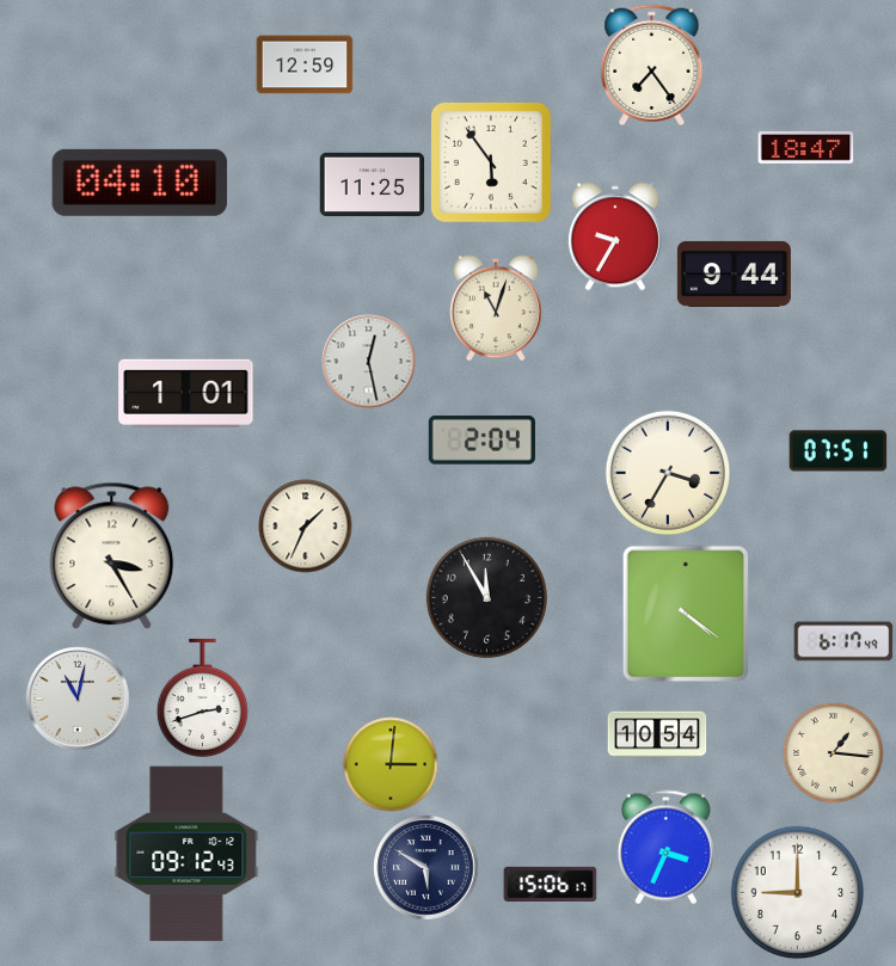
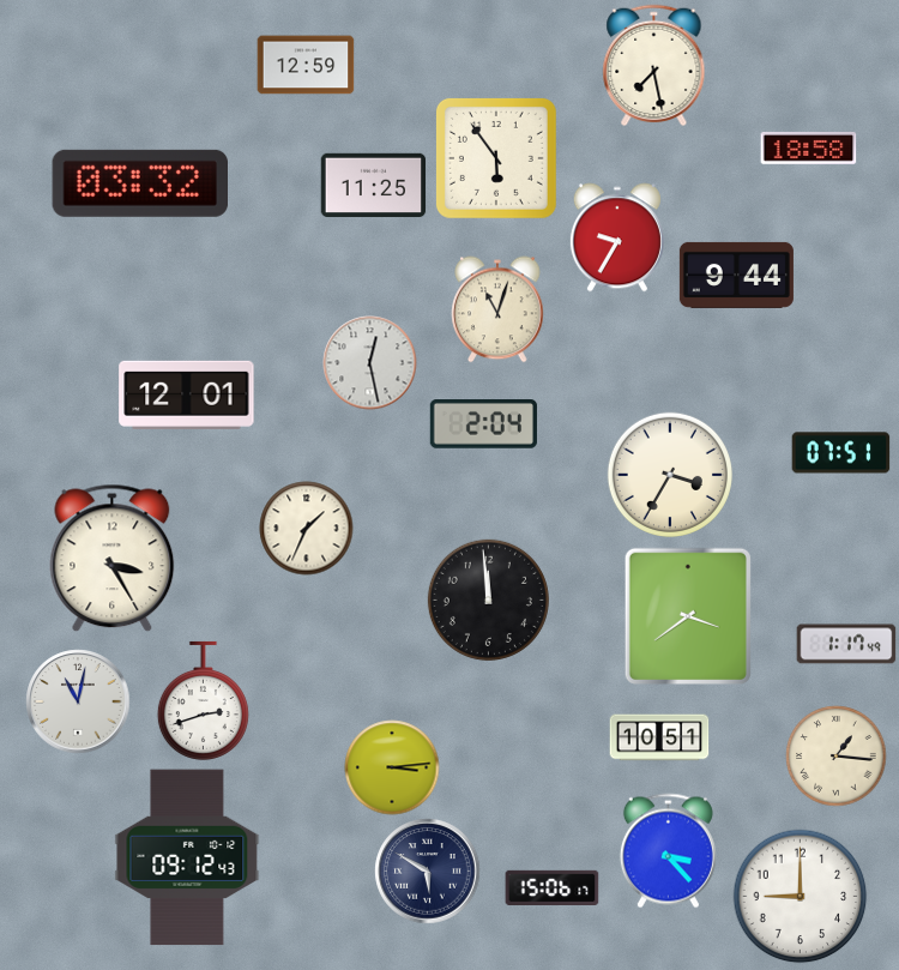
clock at (652, 64): 7:24 -> 7:28
clock at (805, 148): 18:47 -> 18:58
clock at (491, 162) position: (491, 162) -> (496, 158)
clock at (139, 183): 04:10 -> 03:32
clock at (186, 393): 1:01 -> 12:01
clock at (481, 441) position: (481, 441) -> (483, 424)
clock at (486, 597): 11:55 -> 11:59
clock at (686, 614): 4:21 -> 3:39
clock at (843, 641): 6:17 -> 1:17
clock at (657, 734): 10:54 -> 10:51
clock at (391, 764): 3:01 -> 3:14
clock at (665, 847): 3:34 -> 3:23
